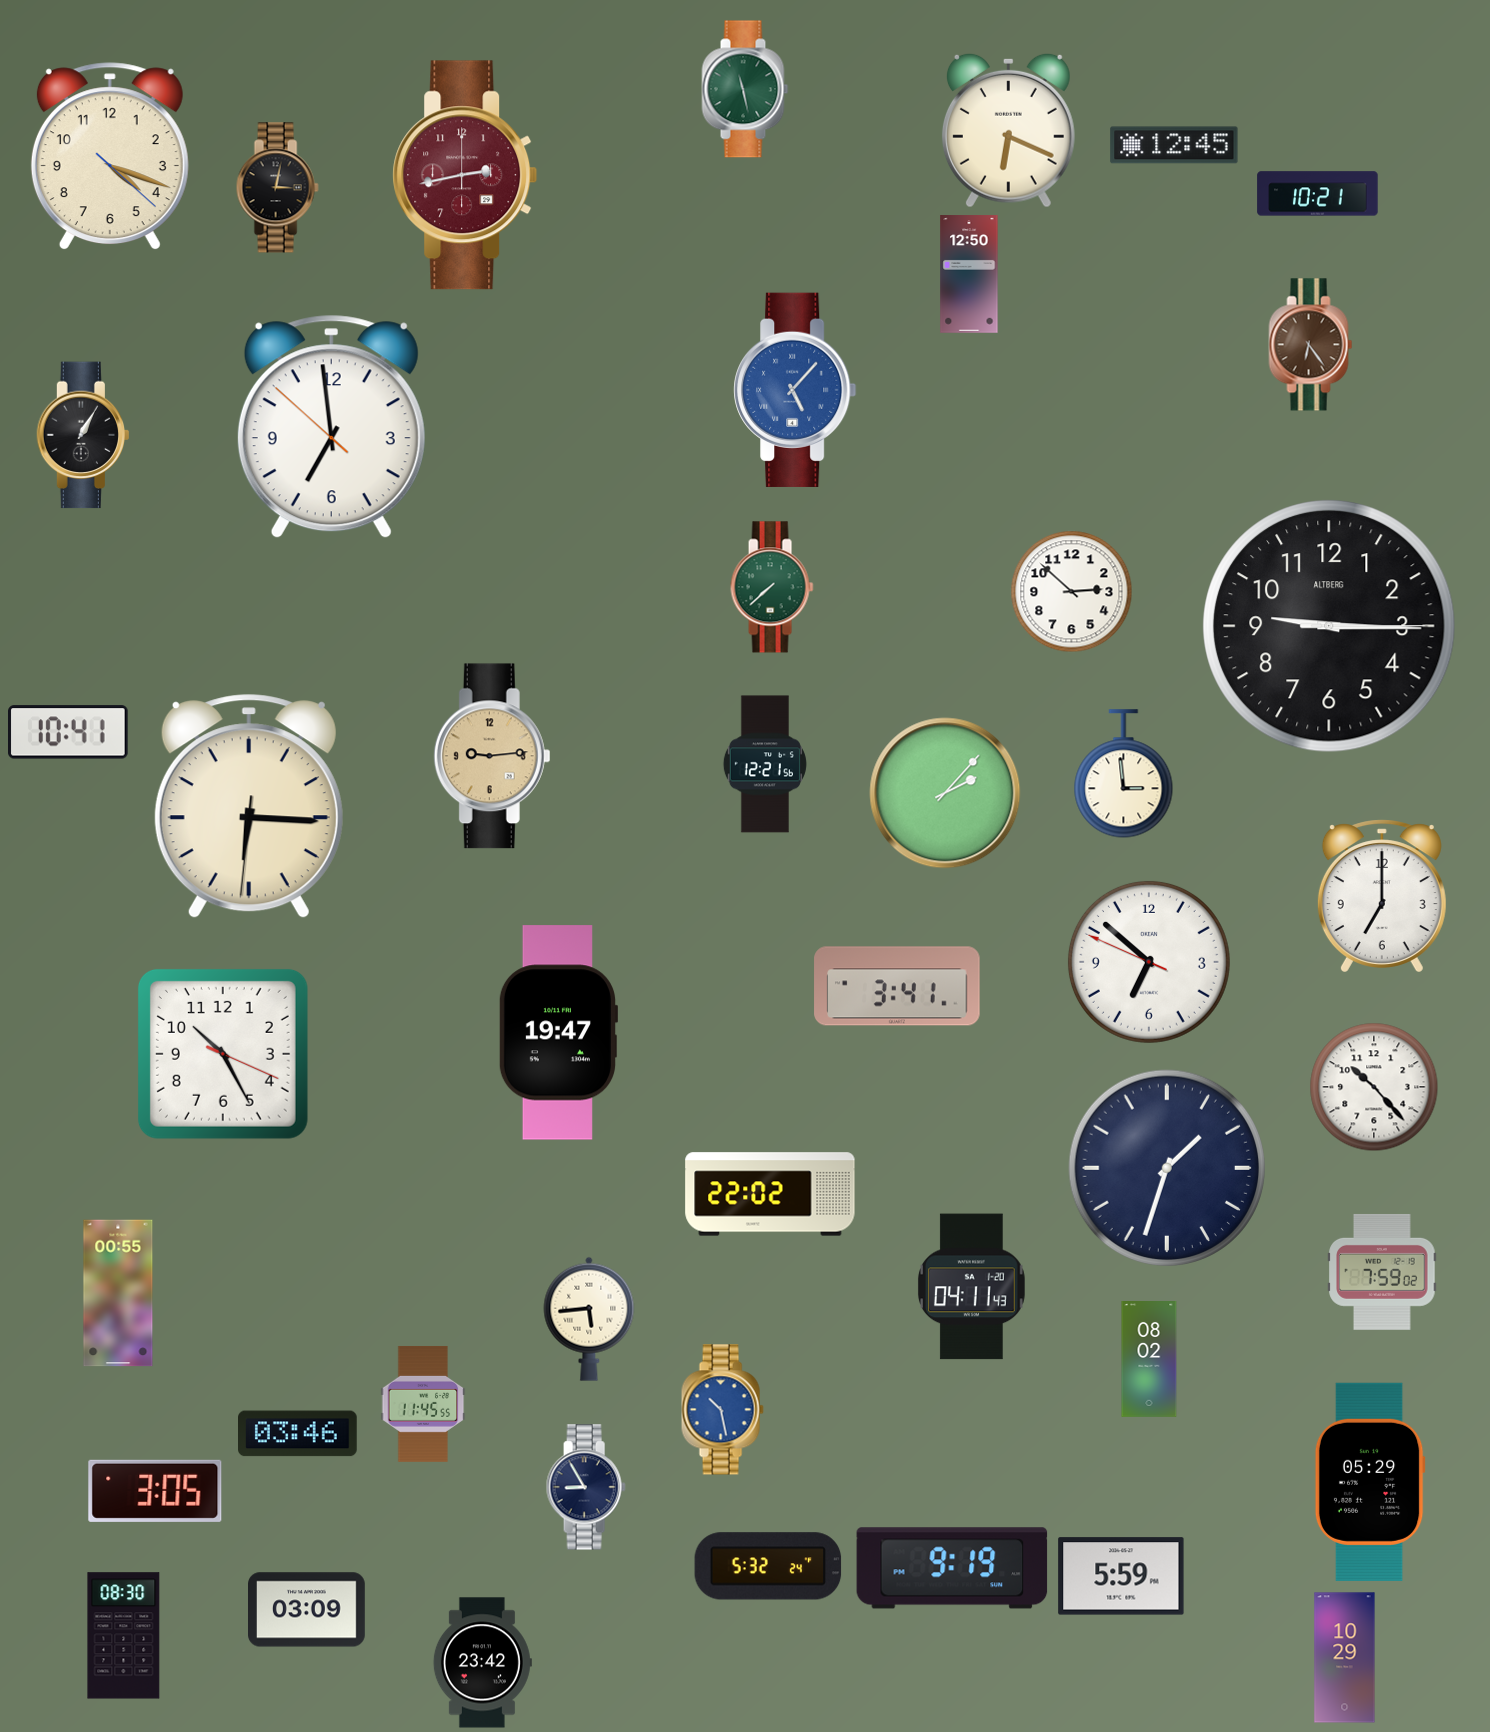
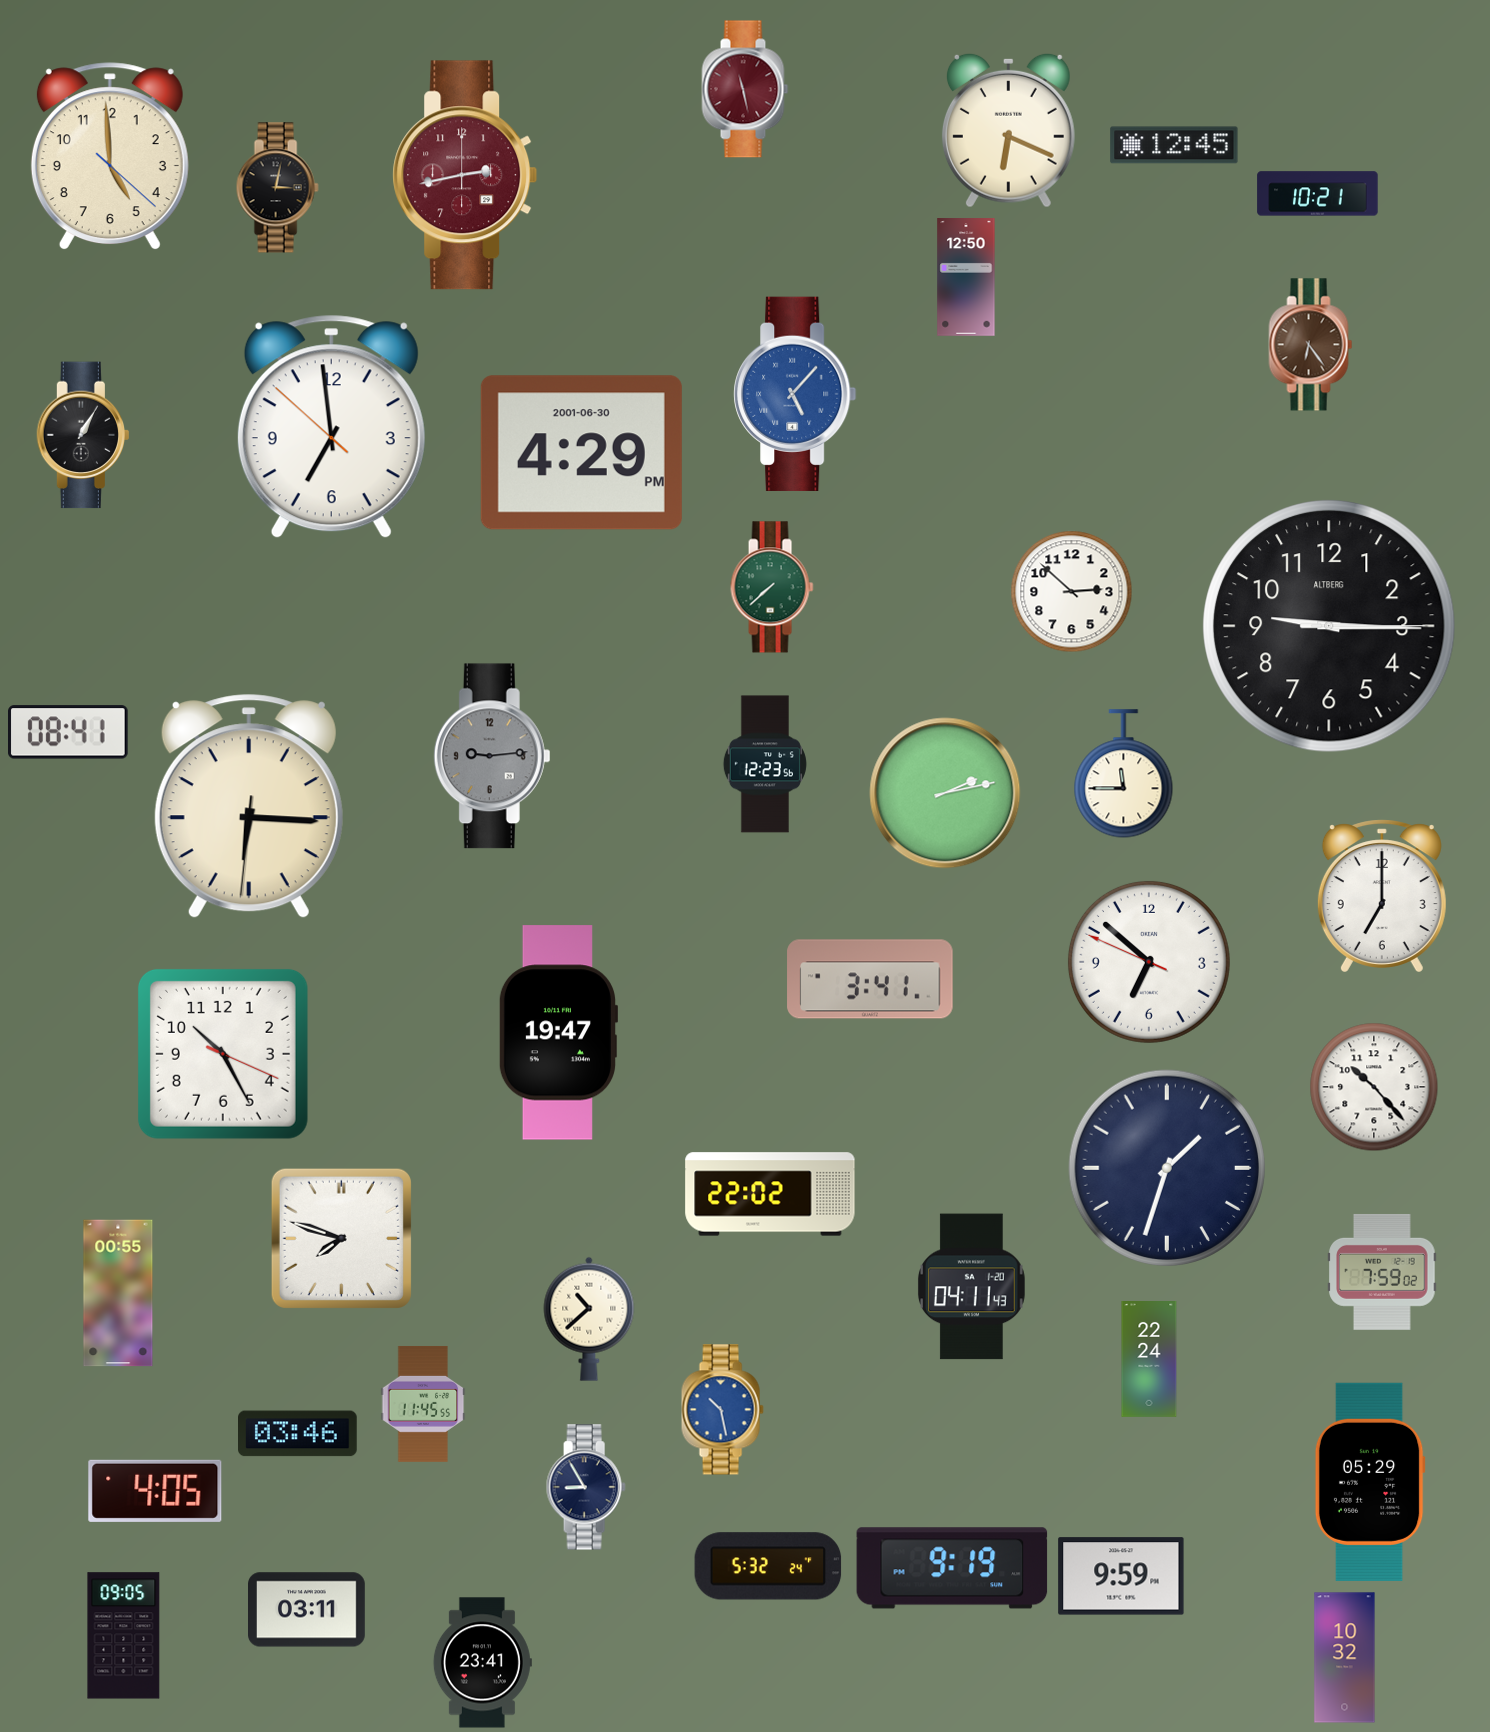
clock at (745, 89) dial: green -> burgundy
clock at (110, 157): 4:18 -> 4:59
clock at (969, 274) position: (969, 274) -> (966, 277)
clock at (795, 390) position: (795, 390) -> (795, 394)
clock at (581, 453): none -> 4:29
clock at (69, 732): 10:41 -> 08:41
clock at (492, 756) dial: champagne -> grey
clock at (765, 764): 12:21 -> 12:23
clock at (1124, 774): 2:59 -> 11:45
clock at (945, 793): 2:07 -> 2:13
clock at (897, 986) position: (897, 986) -> (870, 979)
clock at (341, 1238): none -> 7:48
clock at (589, 1319): 5:44 -> 10:38
clock at (1149, 1360): 08:02 -> 22:24
clock at (155, 1491): 3:05 -> 4:05
clock at (1121, 1576): 5:59 -> 9:59
clock at (307, 1610): 03:09 -> 03:11
clock at (124, 1636): 08:30 -> 09:05
clock at (1345, 1658): 10:29 -> 10:32
clock at (482, 1663): 23:42 -> 23:41
